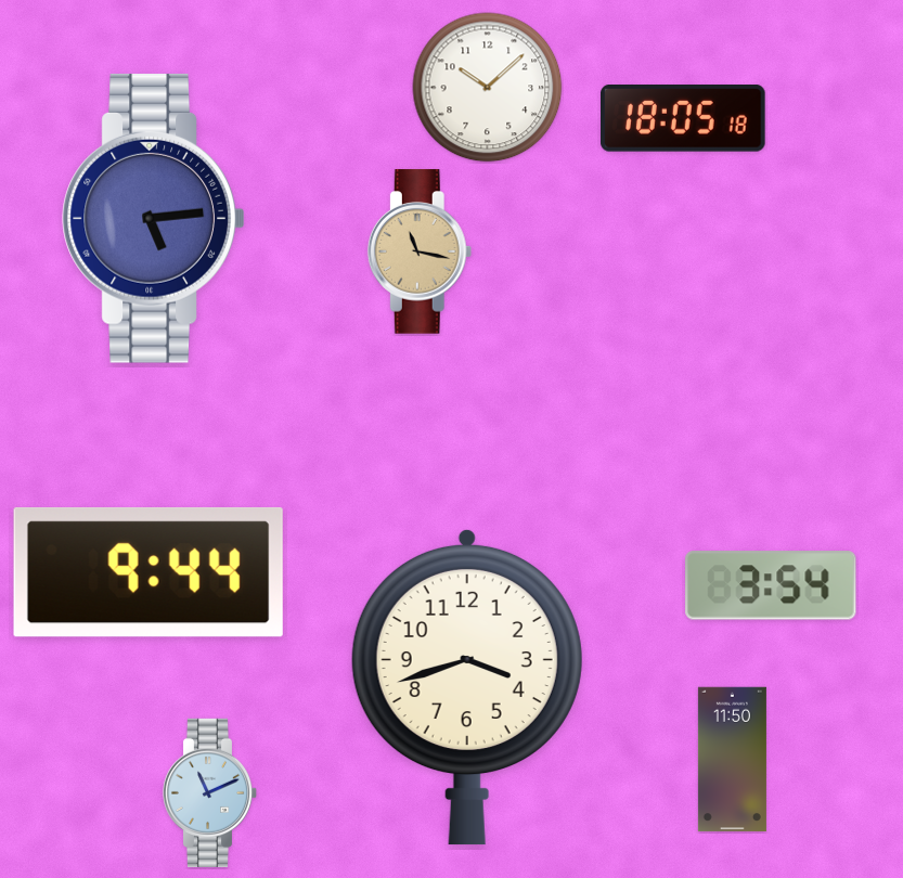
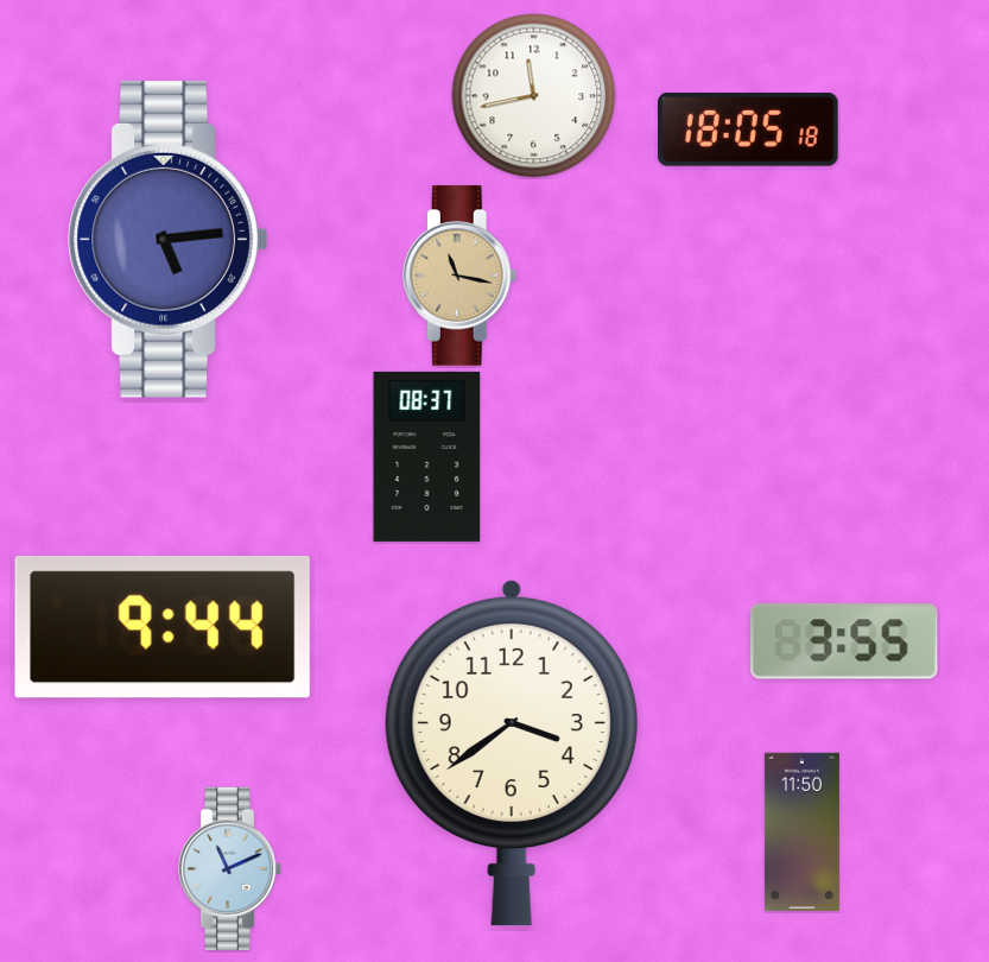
clock at (488, 88): 10:08 -> 11:43
clock at (427, 456): none -> 08:37
clock at (771, 585): 3:54 -> 3:55
clock at (467, 687): 3:42 -> 3:39
